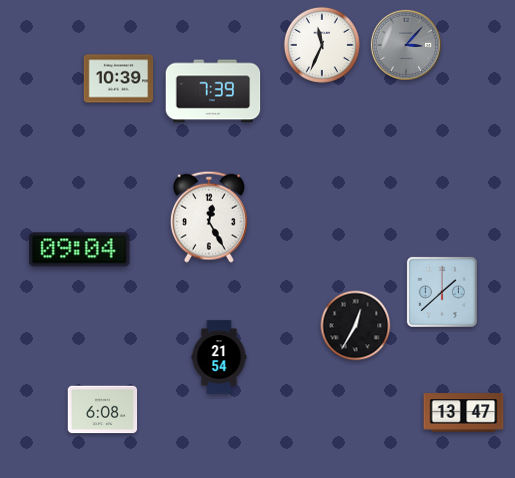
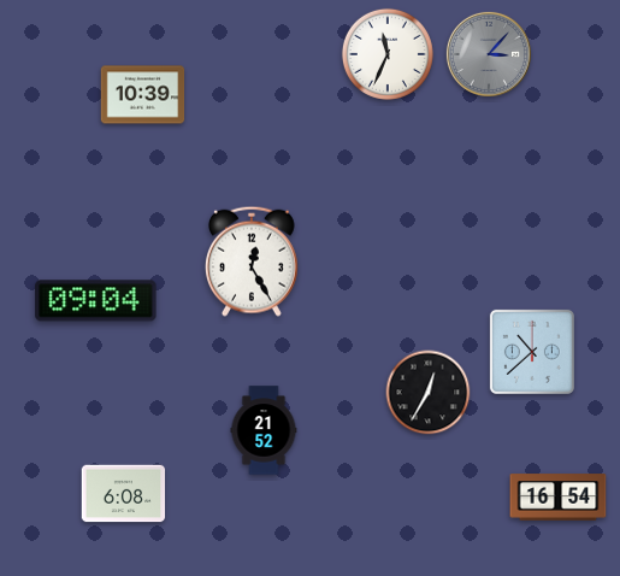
clock at (213, 91): 7:39 -> none
clock at (442, 292): 1:38 -> 10:38
clock at (219, 357): 21:54 -> 21:52
clock at (464, 413): 13:47 -> 16:54
